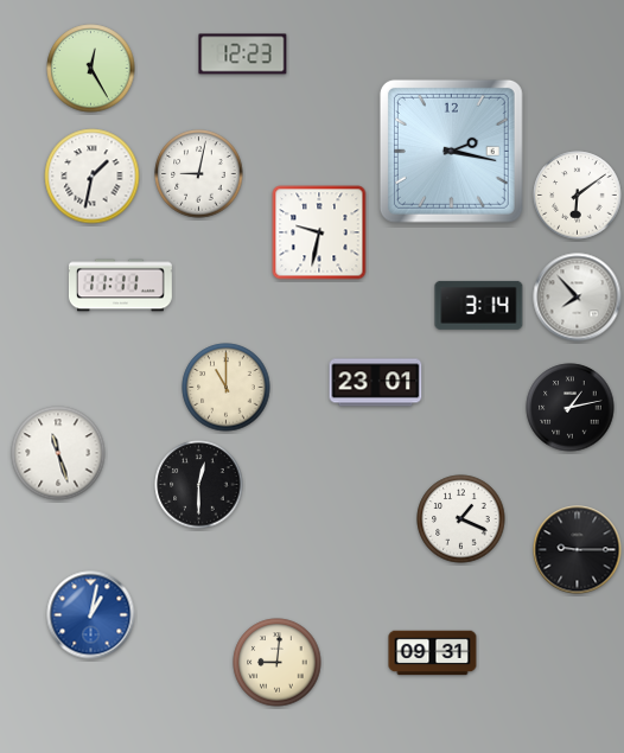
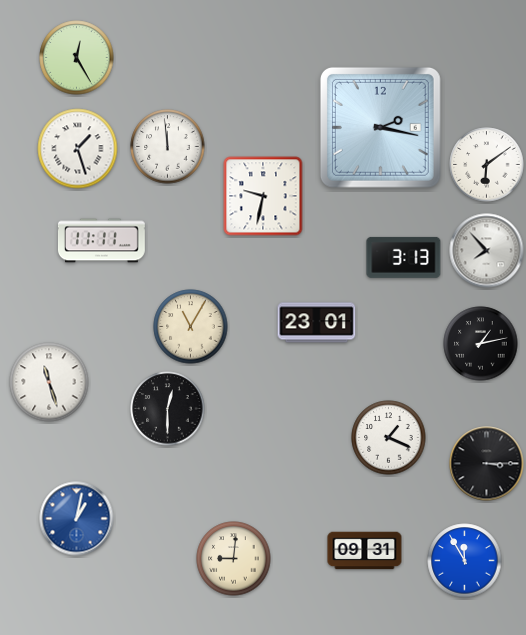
clock at (243, 55): 12:23 -> none
clock at (199, 174): 9:02 -> 11:59
clock at (93, 177): 1:32 -> 1:27
clock at (319, 232) position: (319, 232) -> (263, 196)
clock at (479, 305): 3:14 -> 3:13
clock at (227, 388): 11:00 -> 11:05
clock at (578, 550): 9:15 -> 3:15
clock at (465, 561): none -> 11:55
